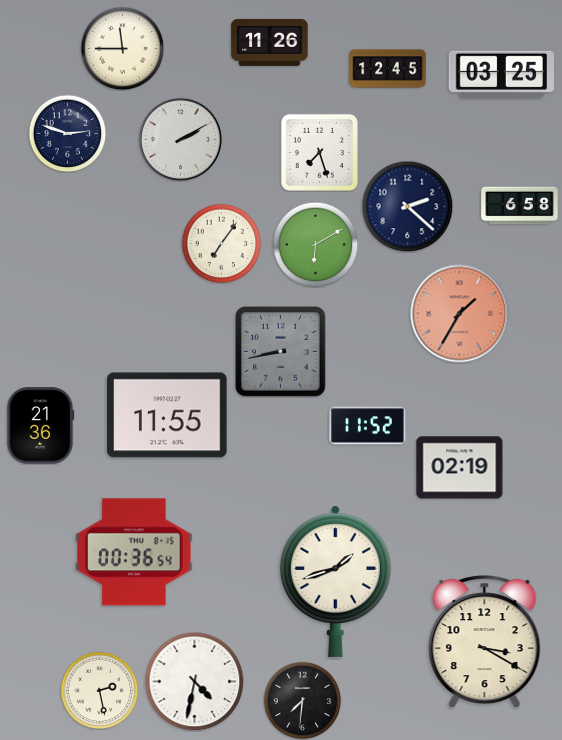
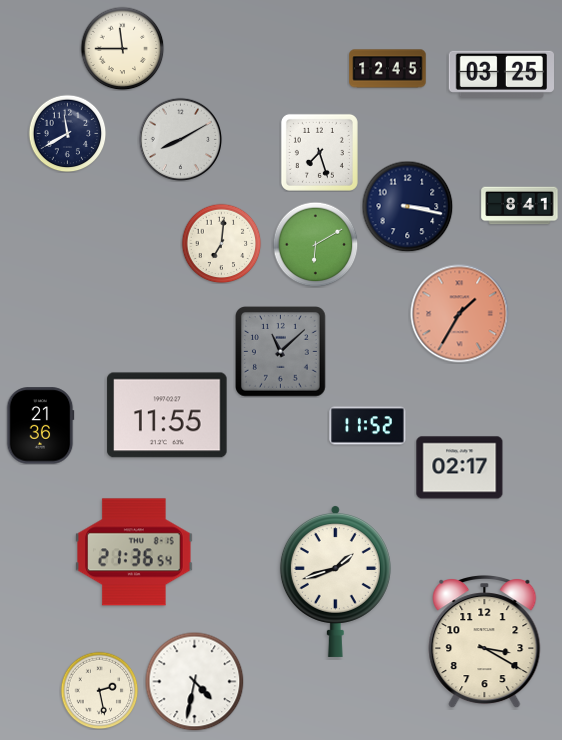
clock at (270, 42): 11:26 -> none
clock at (67, 133): 2:48 -> 11:40
clock at (180, 139): 2:10 -> 8:10
clock at (407, 206): 2:22 -> 3:17
clock at (520, 206): 6:58 -> 8:41
clock at (221, 243): 7:06 -> 7:01
clock at (281, 352): 8:43 -> 11:08
clock at (460, 468): 02:19 -> 02:17
clock at (134, 552): 00:36 -> 21:36
clock at (302, 700): 7:31 -> none
